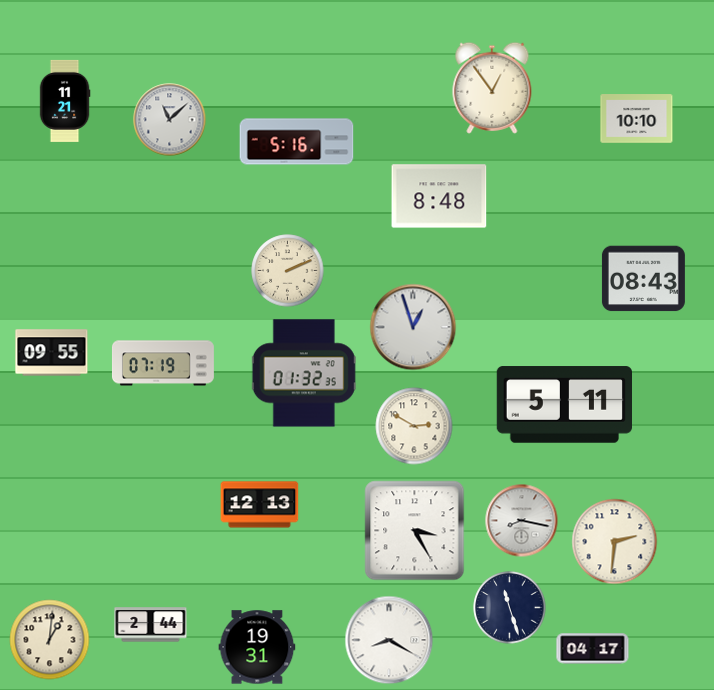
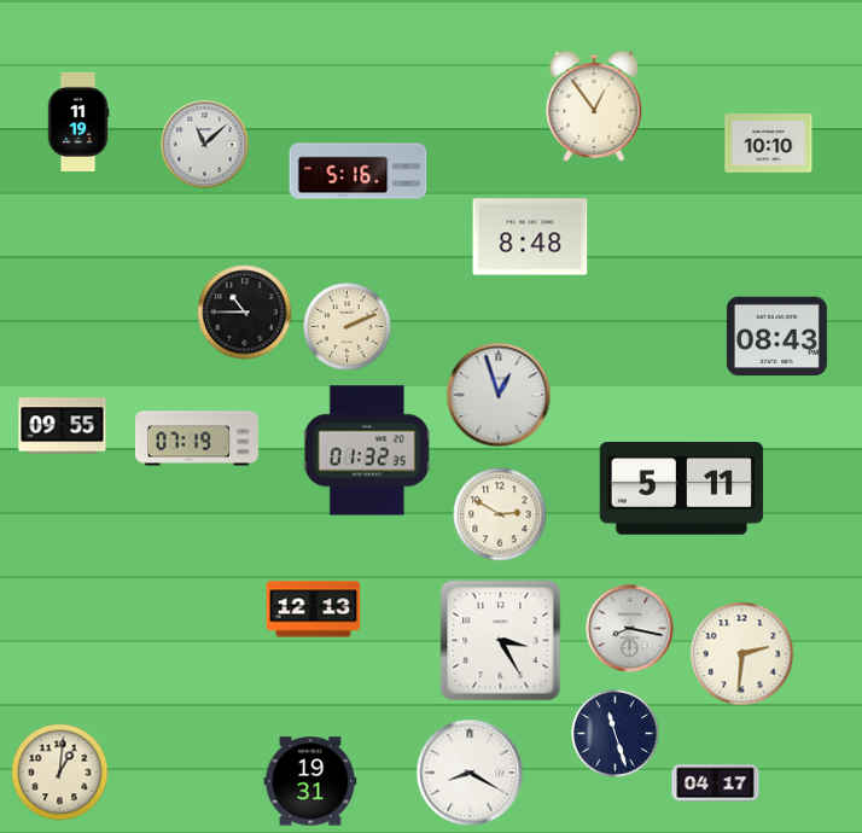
clock at (65, 101): 11:21 -> 11:19
clock at (245, 313): none -> 10:45
clock at (151, 625): 2:44 -> none
